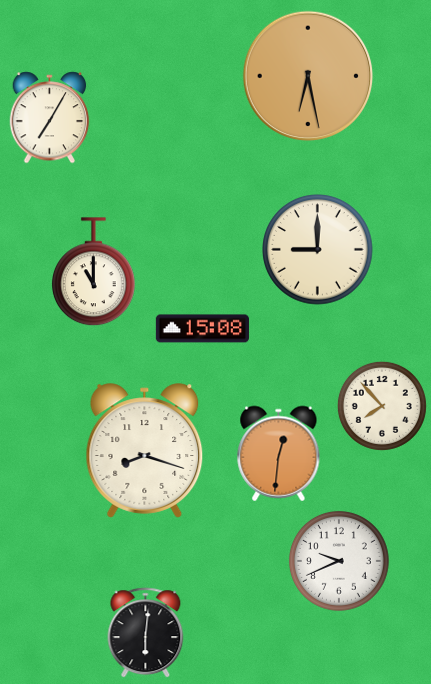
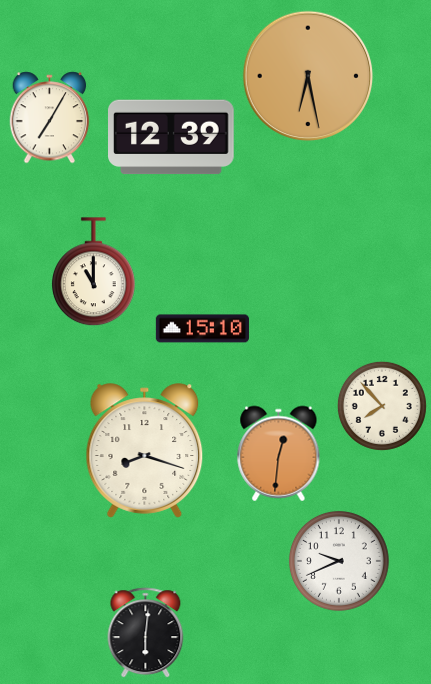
clock at (172, 137): none -> 12:39
clock at (318, 250): 9:00 -> none
clock at (202, 329): 15:08 -> 15:10
